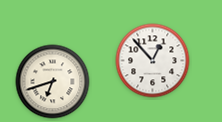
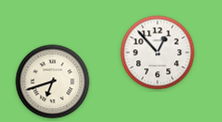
clock at (153, 61) position: (153, 61) -> (158, 53)
